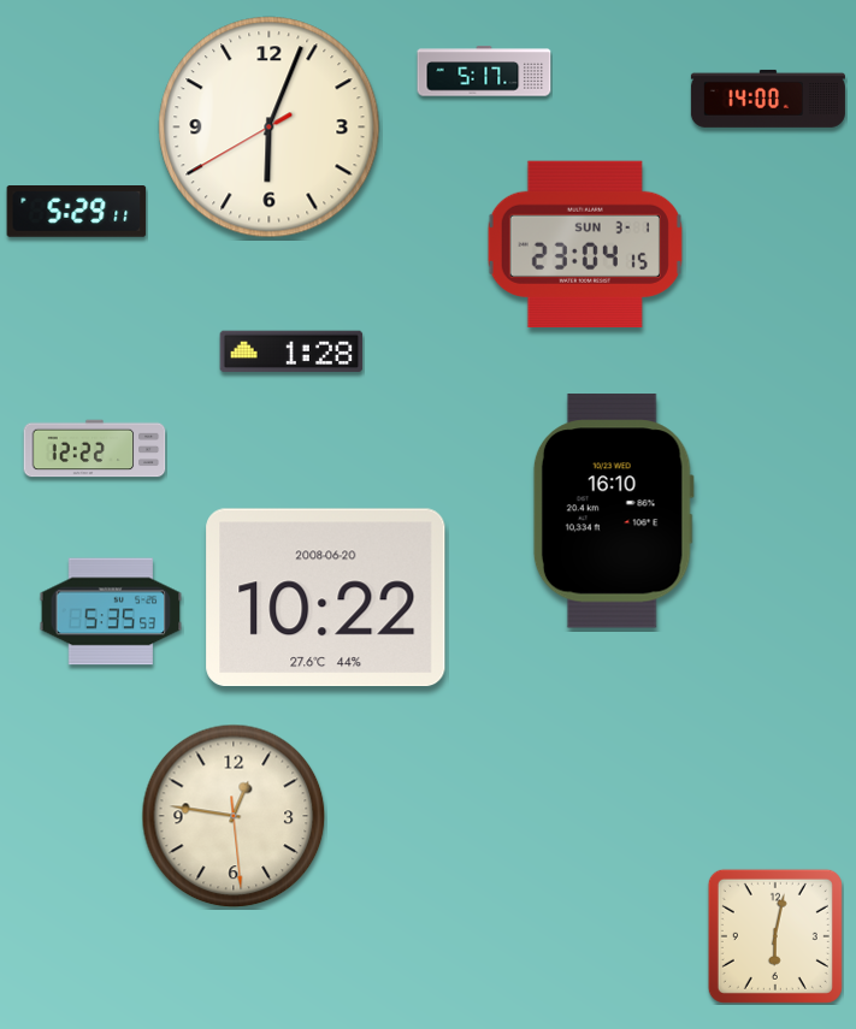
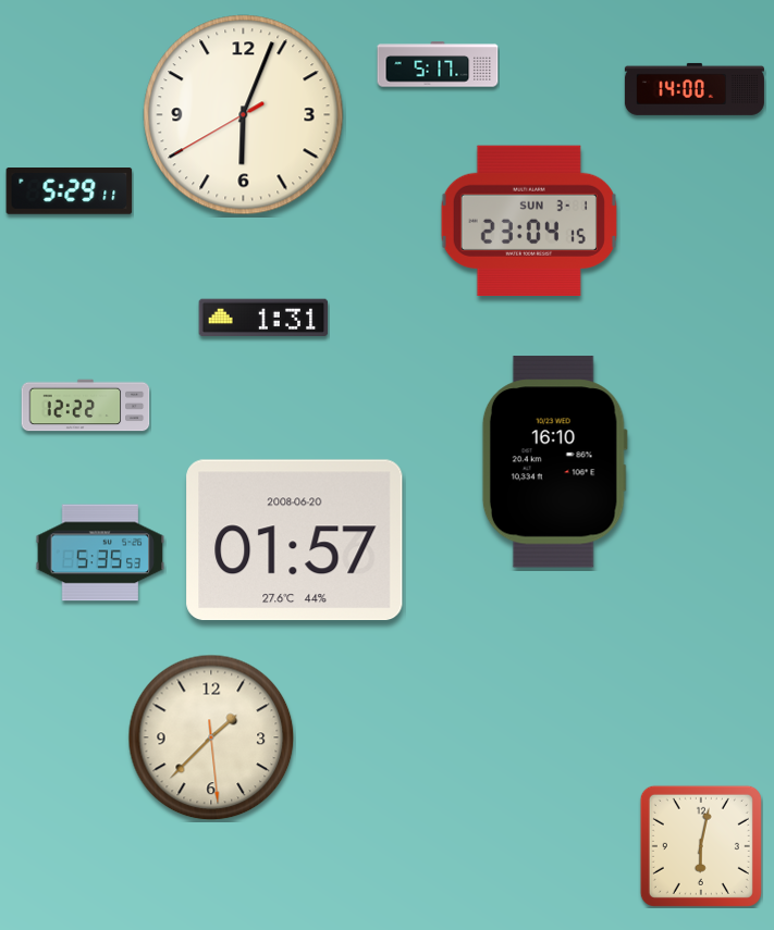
clock at (291, 351): 1:28 -> 1:31
clock at (326, 598): 10:22 -> 01:57
clock at (234, 816): 12:46 -> 1:37
